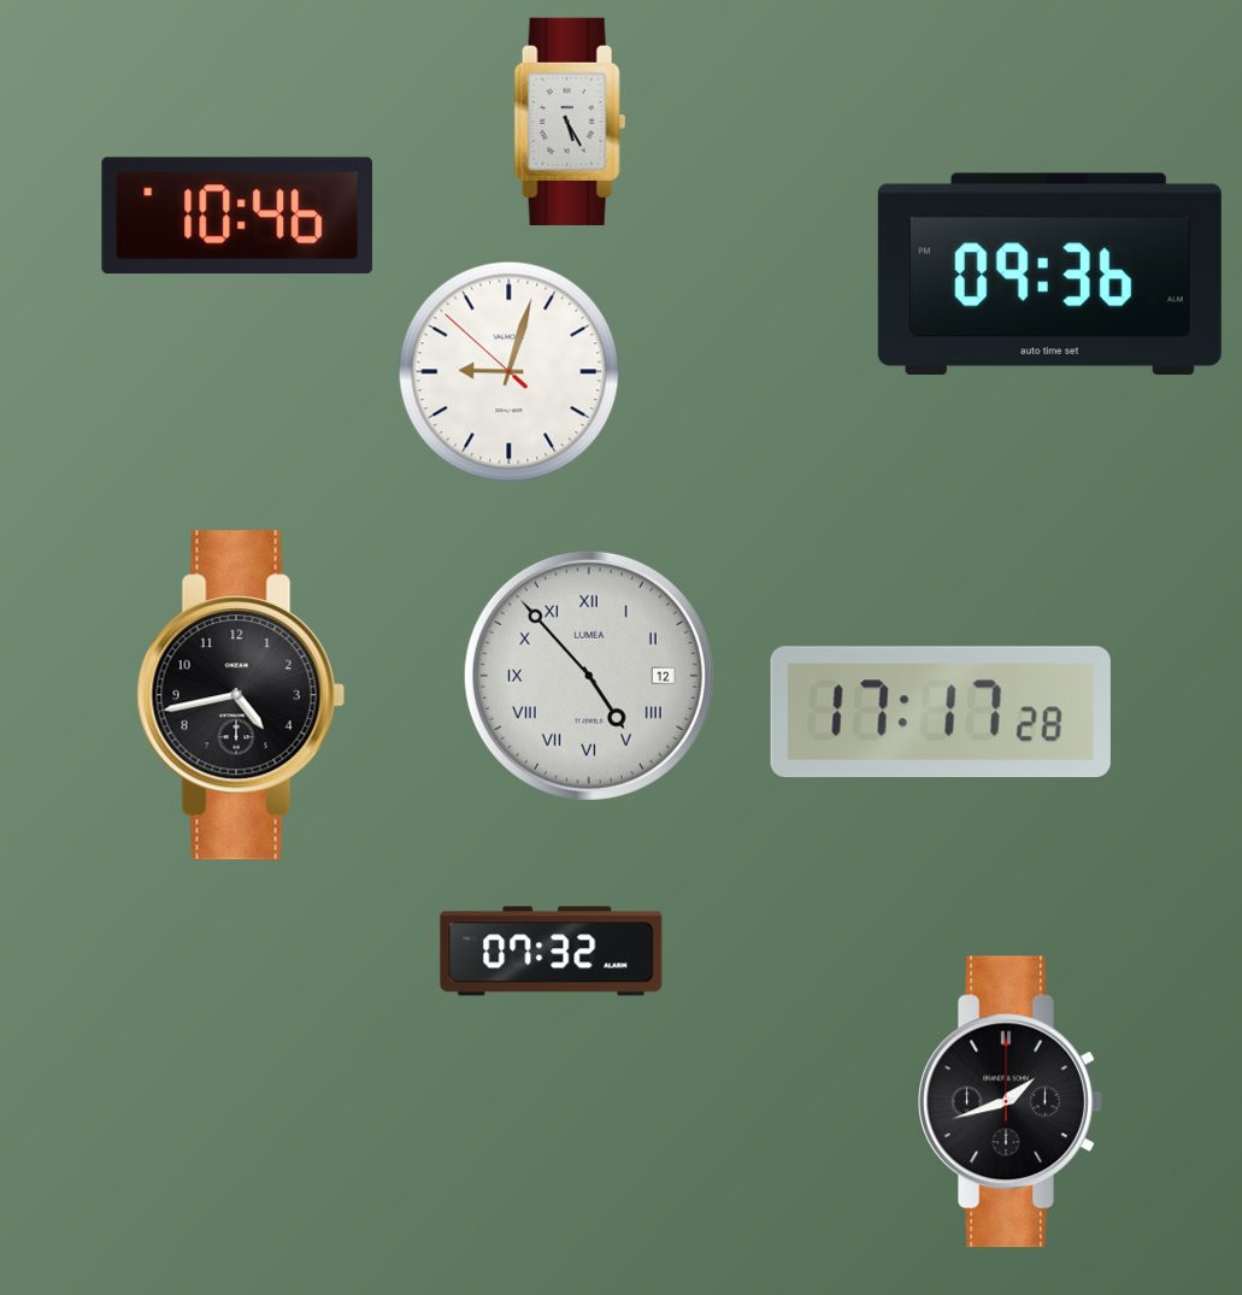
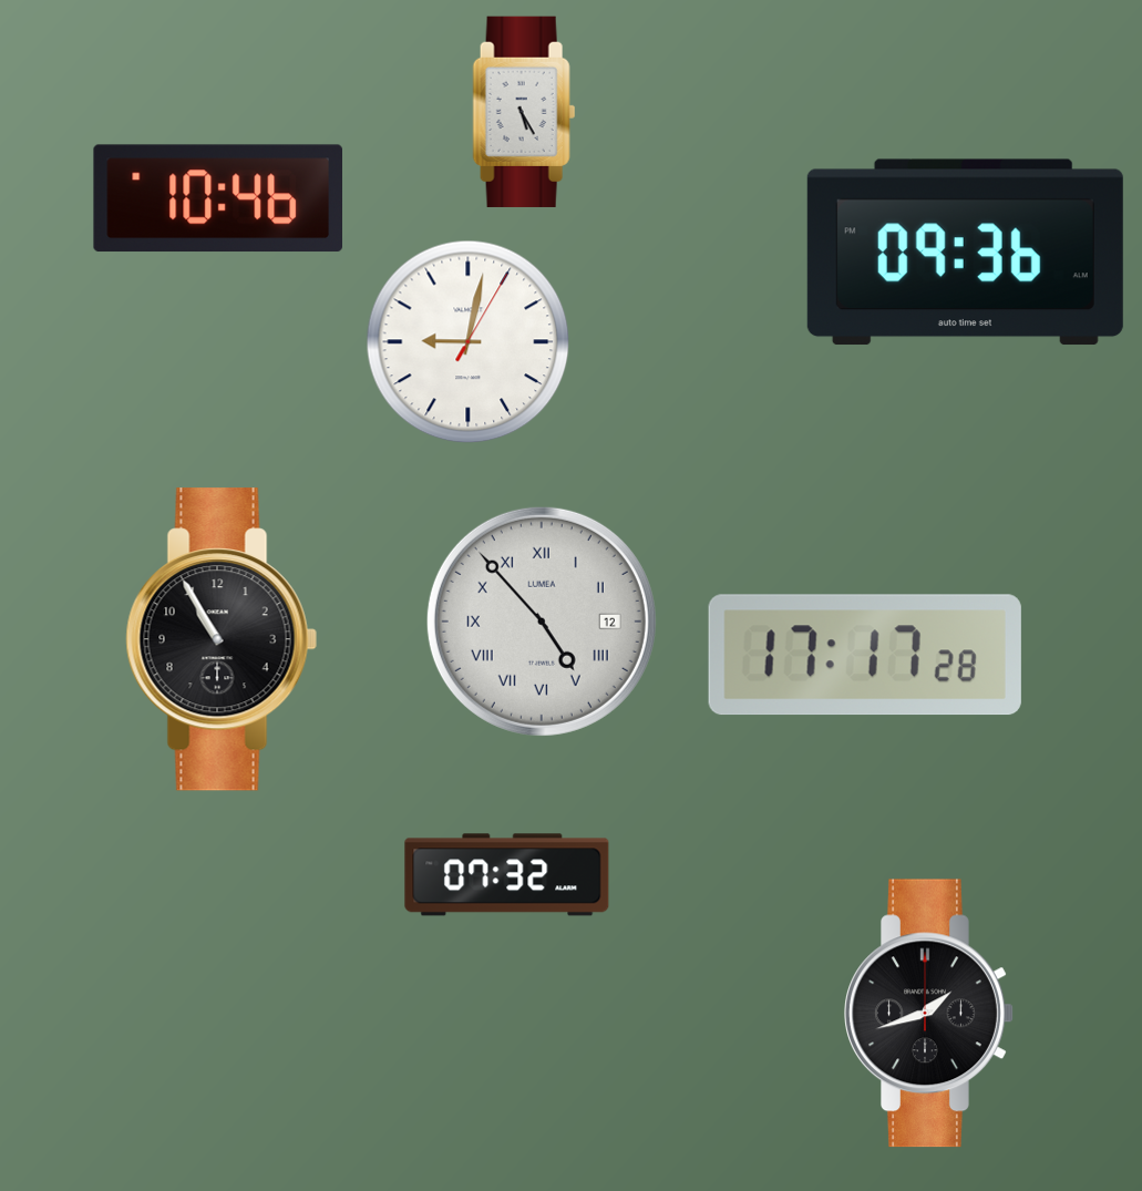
clock at (510, 372): 9:02:52 -> 9:02:05
clock at (241, 695): 4:43 -> 10:55
